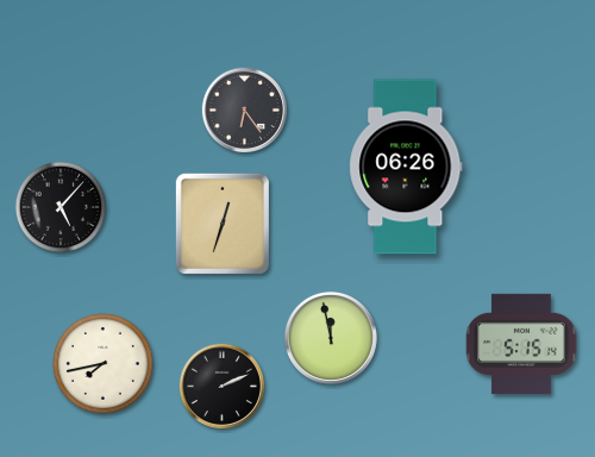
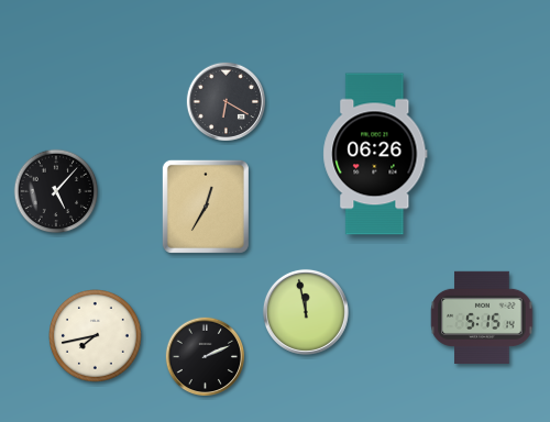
clock at (245, 111): 6:24 -> 6:20
clock at (223, 224): 12:33 -> 12:35
